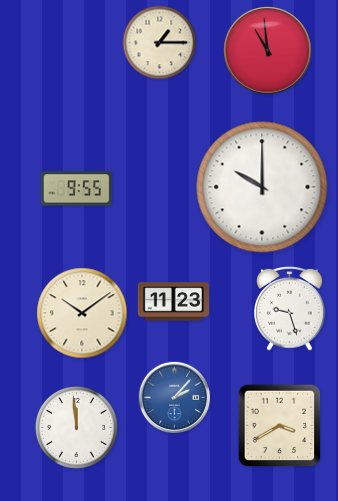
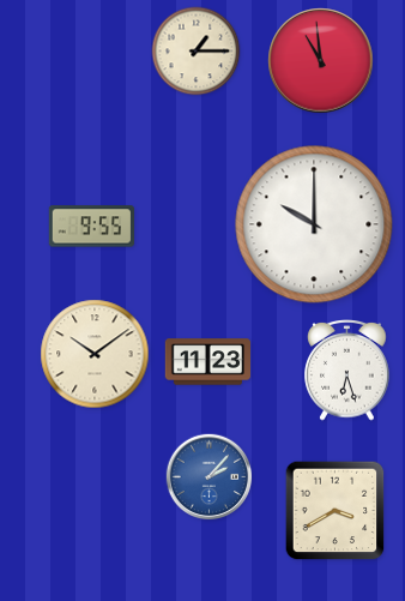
clock at (160, 43) position: (160, 43) -> (197, 52)
clock at (290, 309): 9:27 -> 6:27
clock at (82, 313) position: (82, 313) -> (95, 354)
clock at (76, 427): 11:59 -> none
